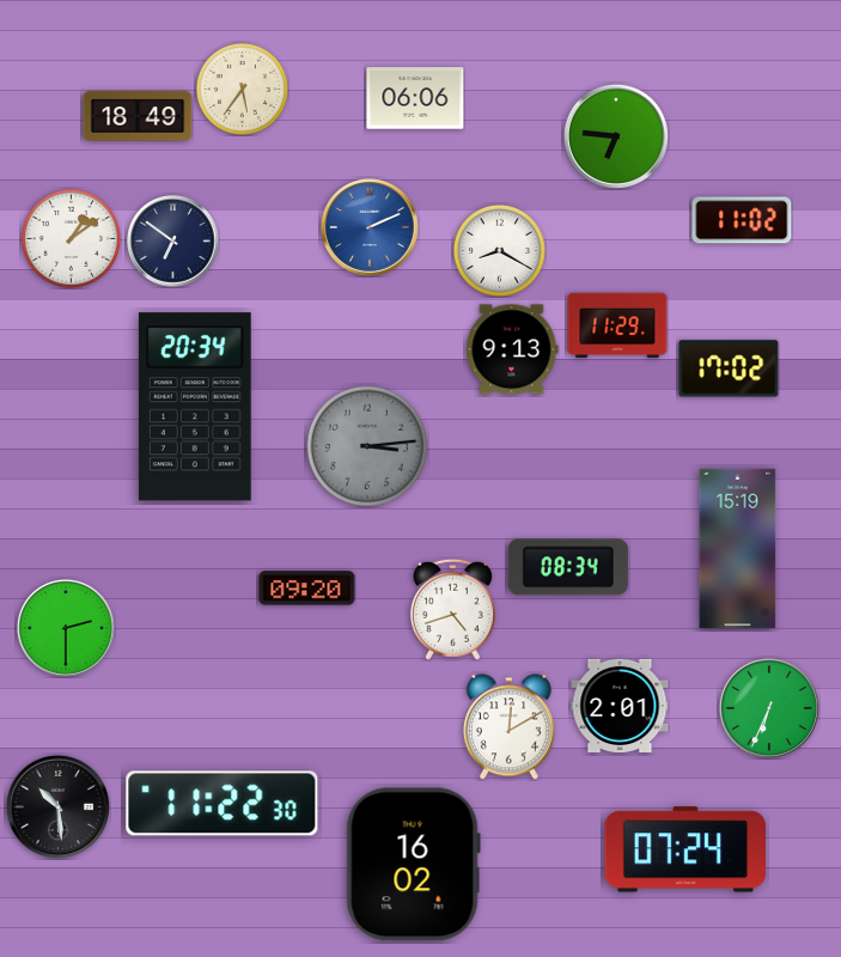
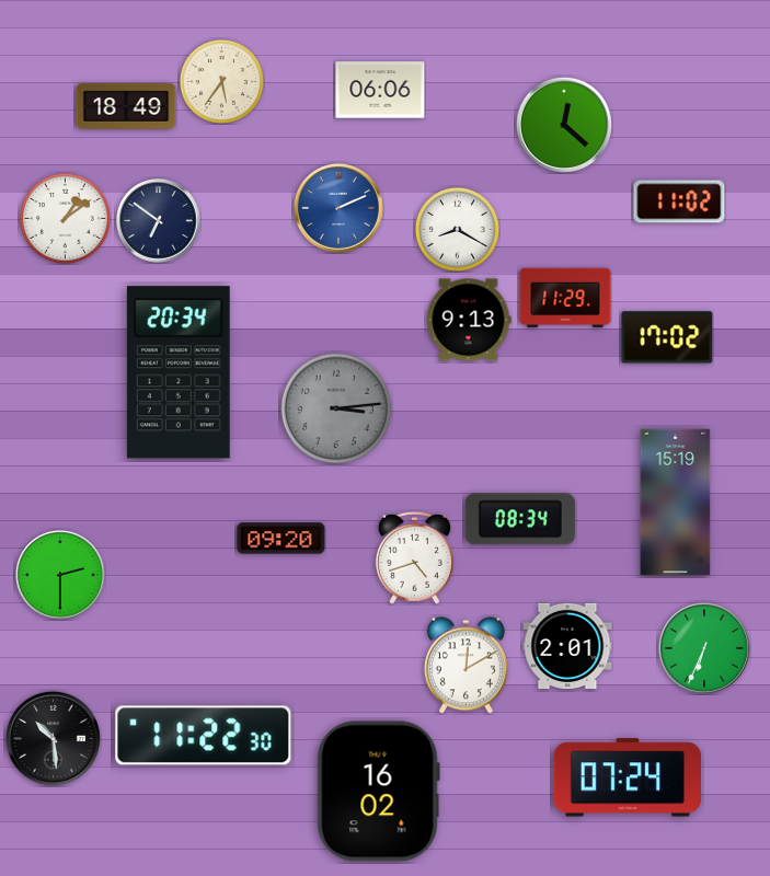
clock at (616, 136): 6:46 -> 12:22
